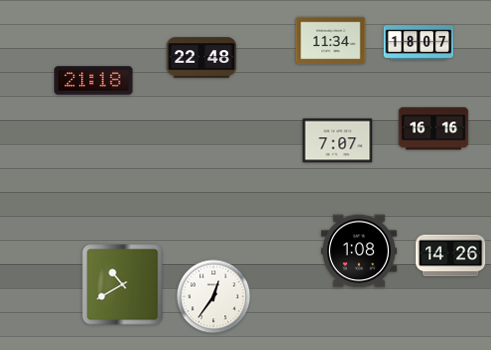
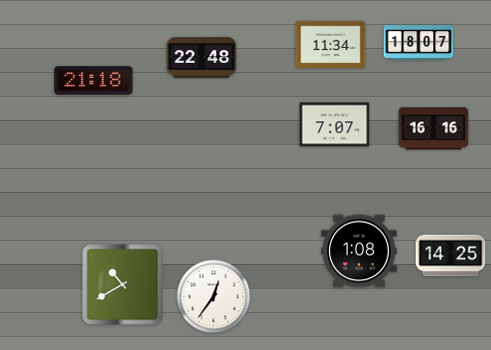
clock at (331, 41) position: (331, 41) -> (331, 45)
clock at (338, 141) position: (338, 141) -> (335, 125)
clock at (451, 256): 14:26 -> 14:25
